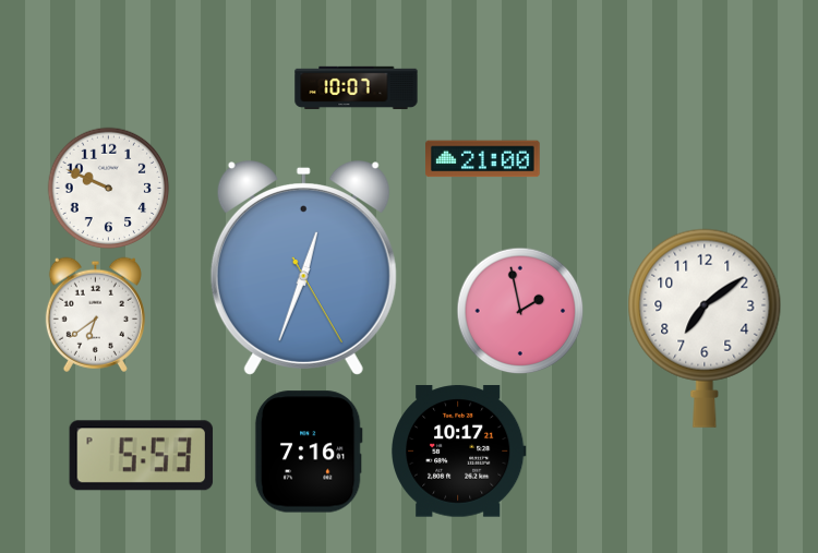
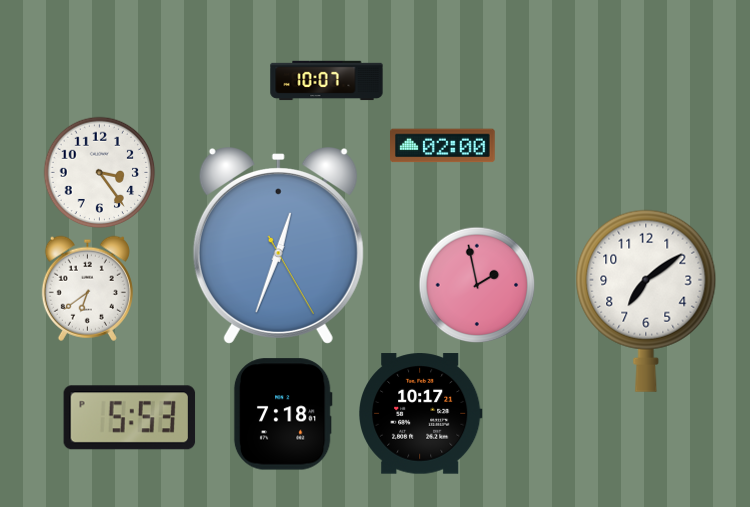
clock at (483, 159): 21:00 -> 02:00
clock at (109, 189): 9:49 -> 3:24
clock at (309, 452): 7:16 -> 7:18
